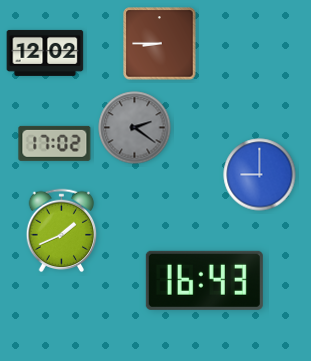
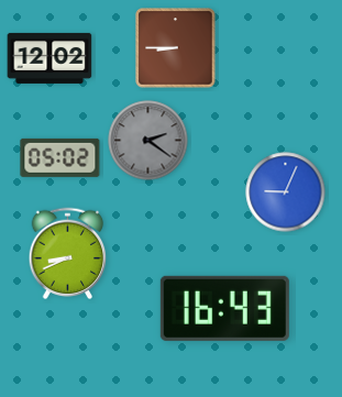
clock at (55, 143): 17:02 -> 05:02
clock at (260, 175): 9:00 -> 9:04
clock at (62, 231): 1:41 -> 8:41
